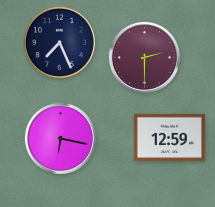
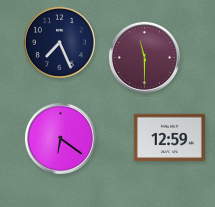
clock at (144, 57): 2:30 -> 11:30
clock at (60, 138): 6:17 -> 6:21
